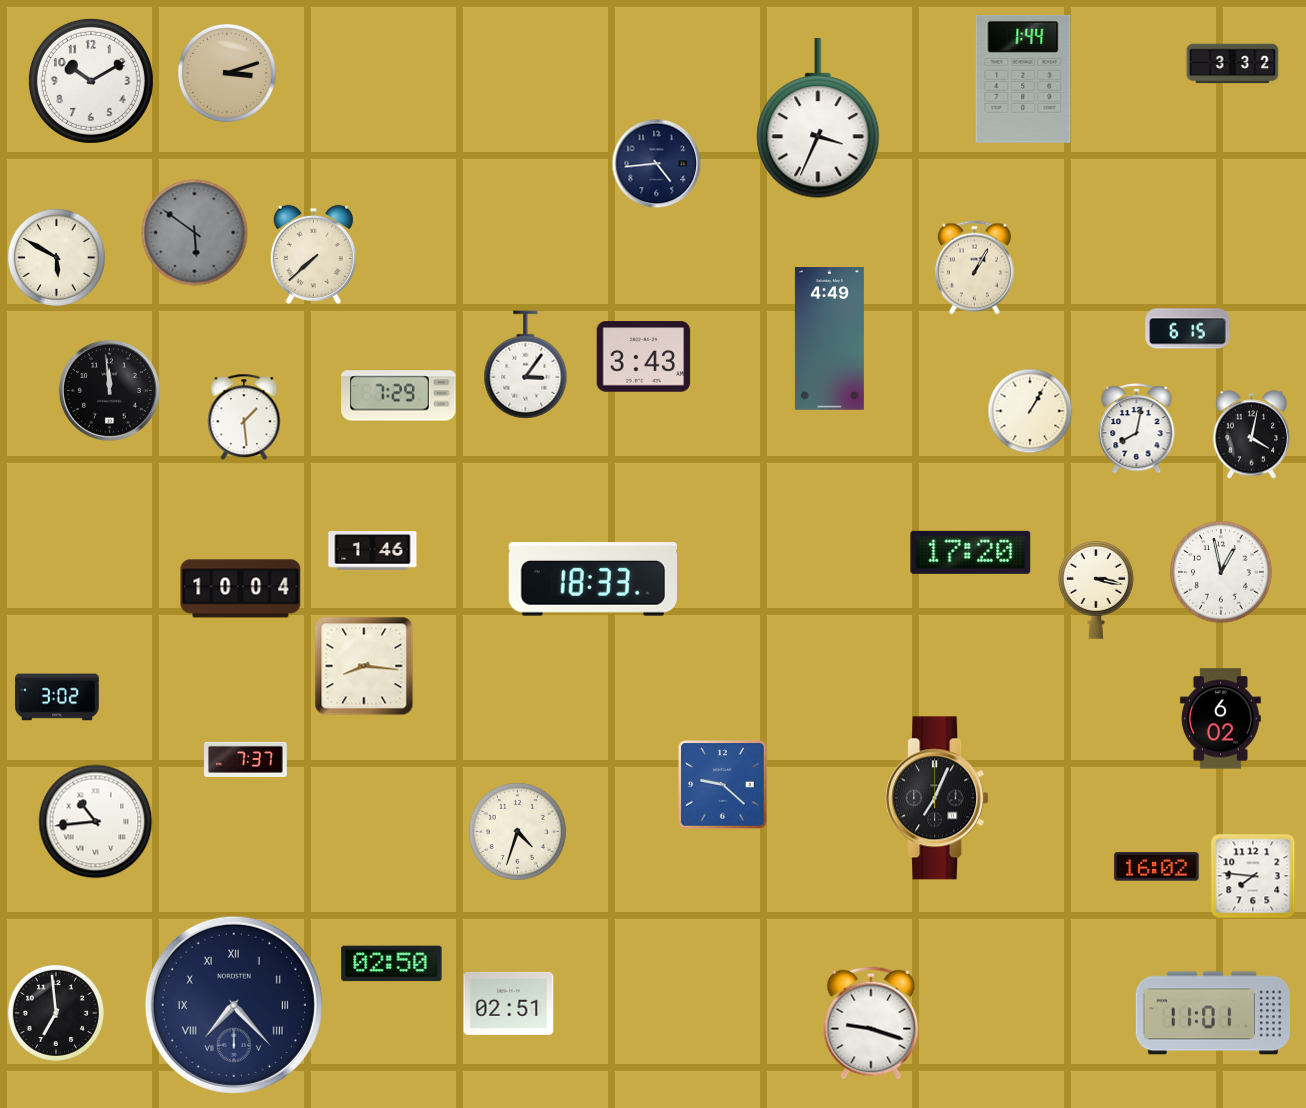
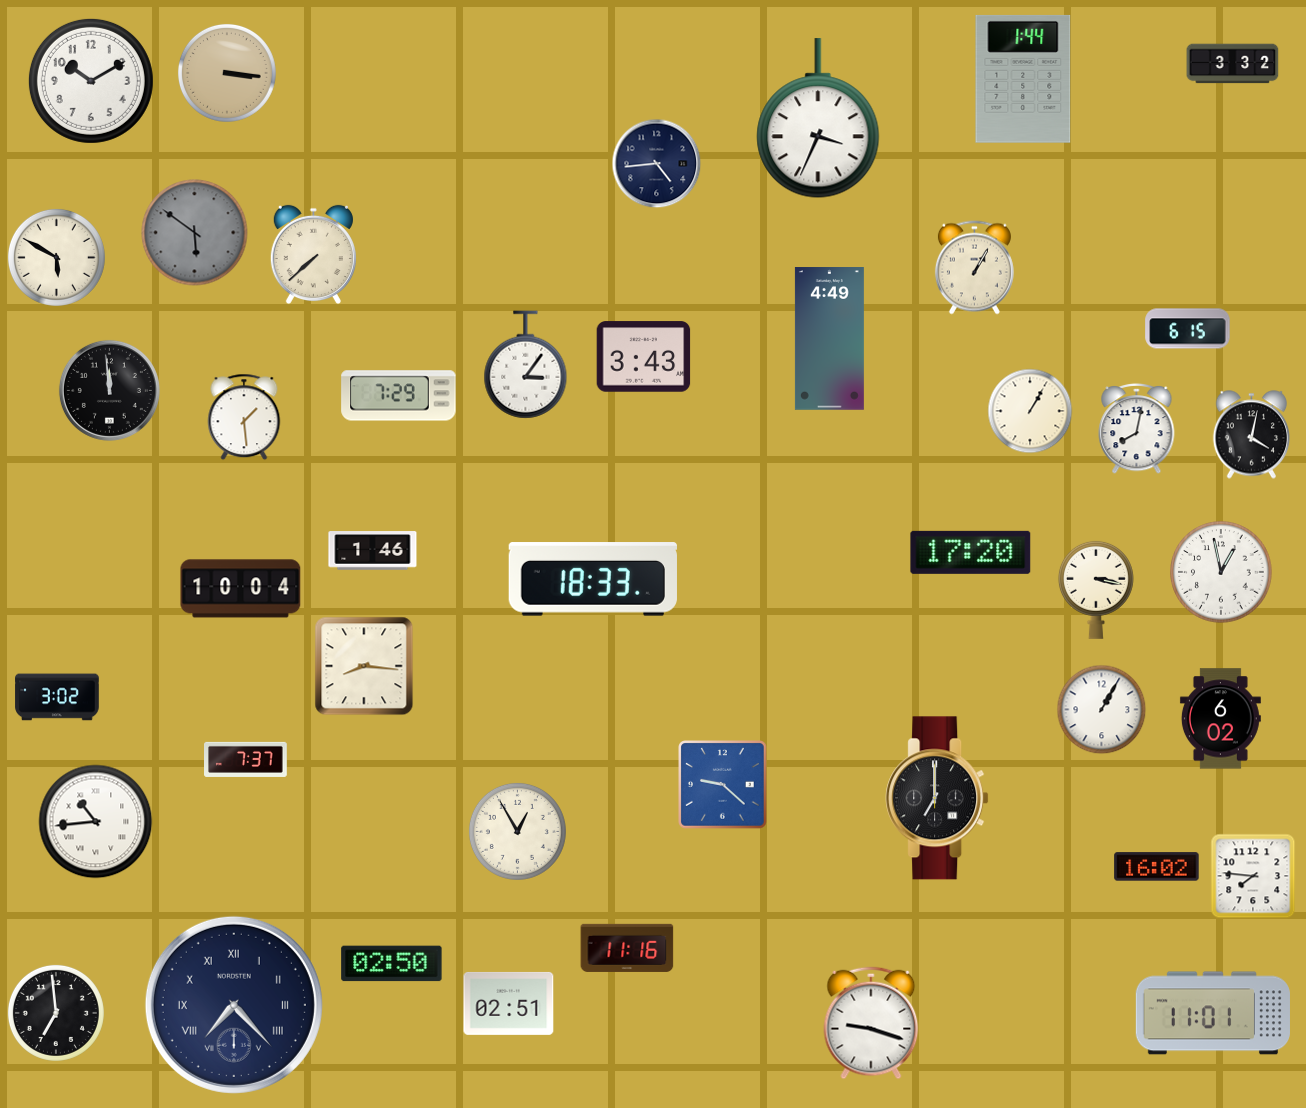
clock at (227, 73): 3:12 -> 3:16
clock at (1102, 710): none -> 1:05
clock at (937, 798): 7:04 -> 7:00
clock at (517, 831): 4:33 -> 12:55
clock at (627, 948): none -> 11:16
